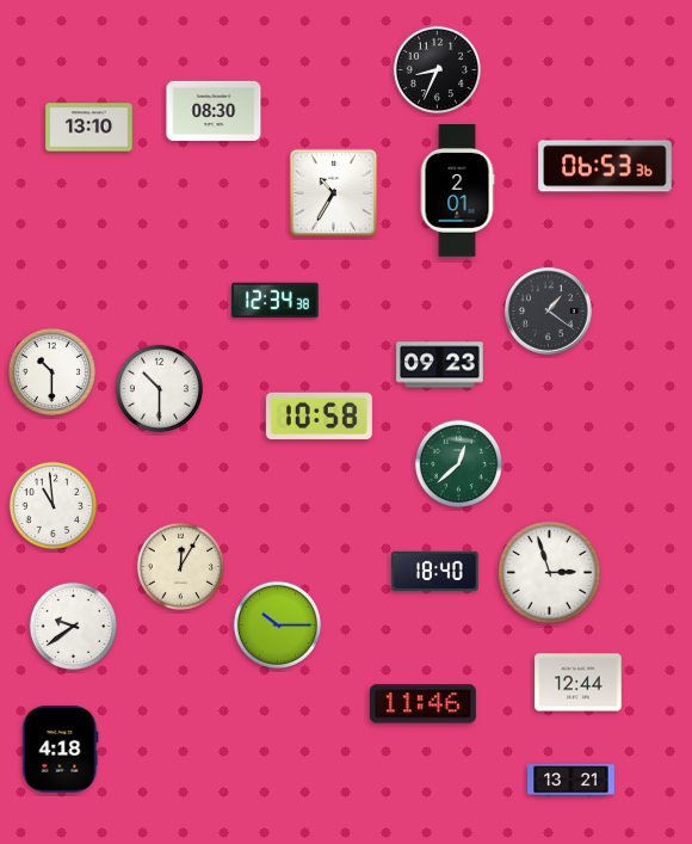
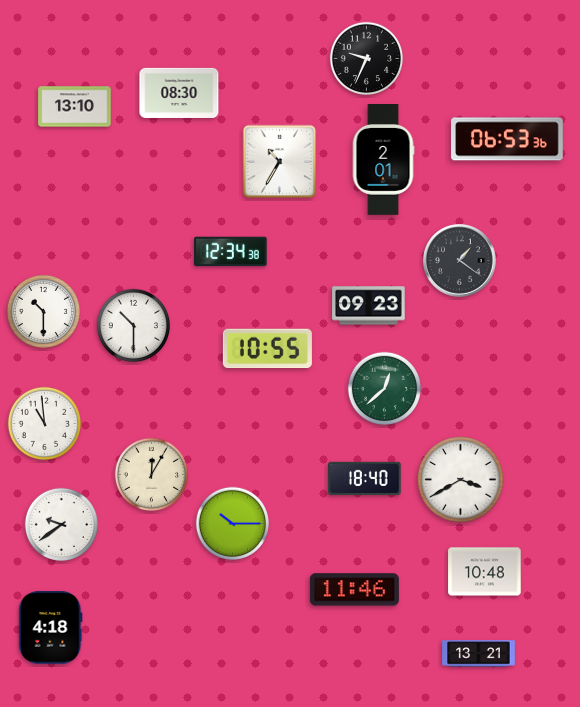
clock at (437, 69): 8:34 -> 9:34
clock at (319, 417): 10:58 -> 10:55
clock at (550, 573): 2:57 -> 3:40
clock at (579, 683): 12:44 -> 10:48
